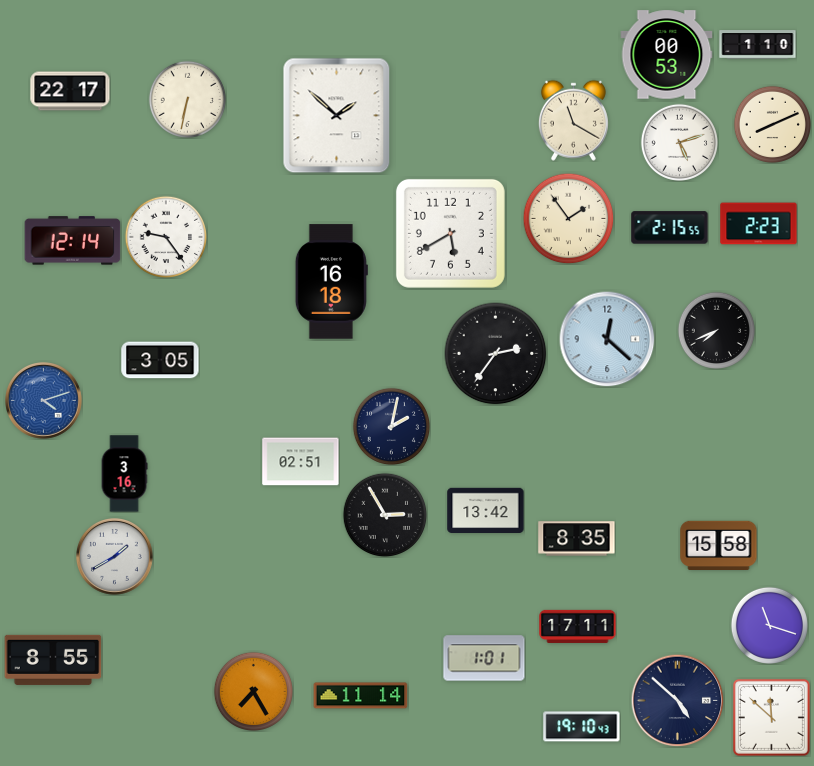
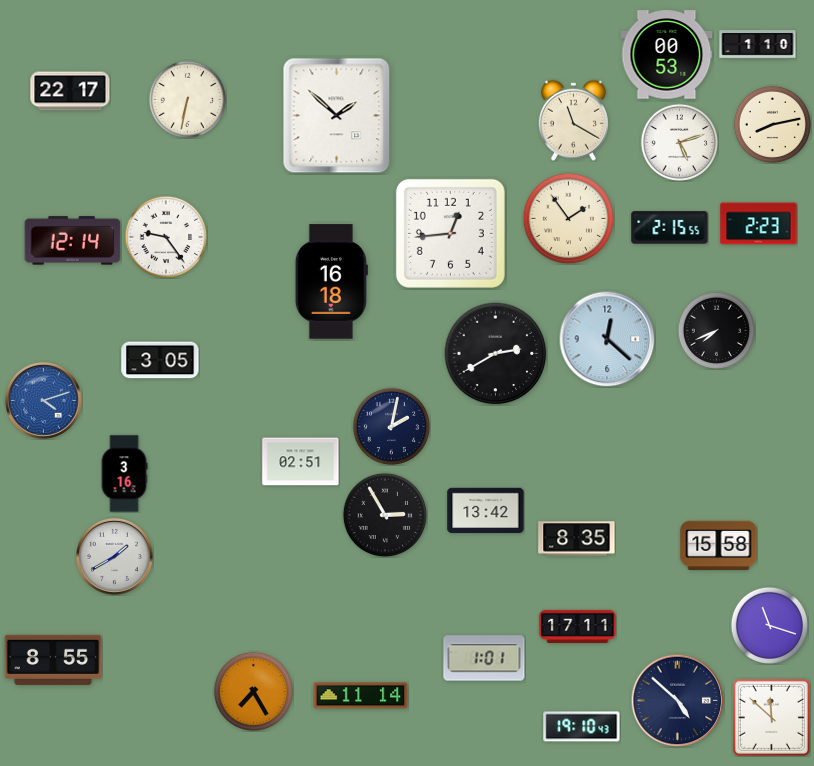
clock at (772, 124): 8:11 -> 8:13
clock at (450, 233): 5:40 -> 12:44
clock at (496, 354): 2:36 -> 2:40
